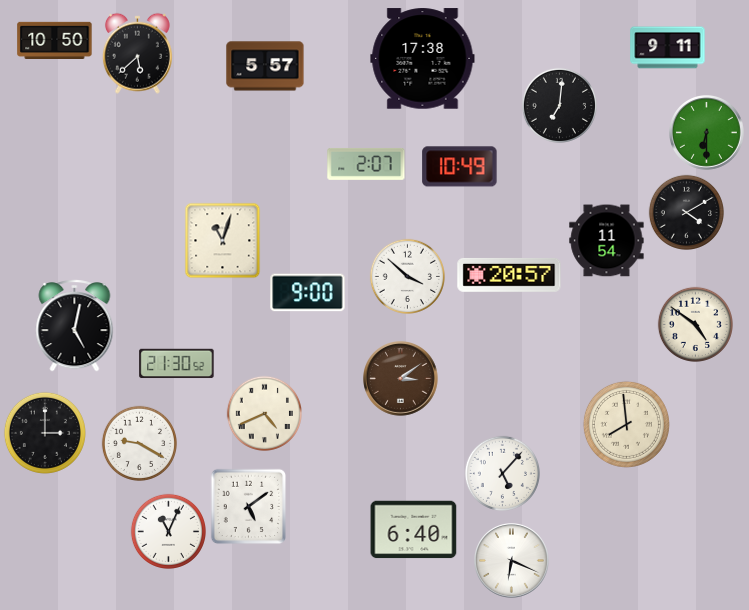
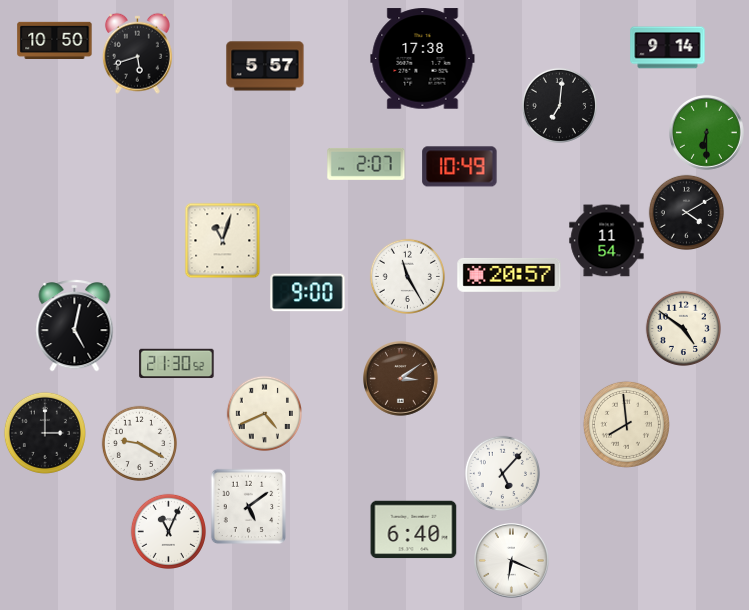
clock at (668, 48): 9:11 -> 9:14
clock at (137, 53): 5:38 -> 5:42
clock at (407, 276): 3:52 -> 11:25
clock at (695, 324) position: (695, 324) -> (683, 328)
